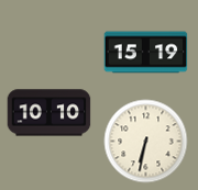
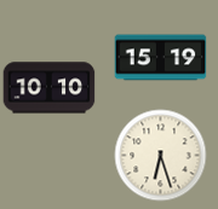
clock at (50, 113) position: (50, 113) -> (50, 88)
clock at (146, 142): 6:32 -> 6:27
